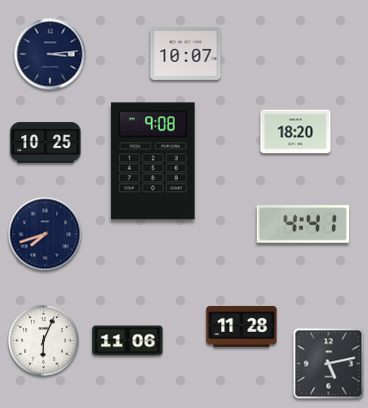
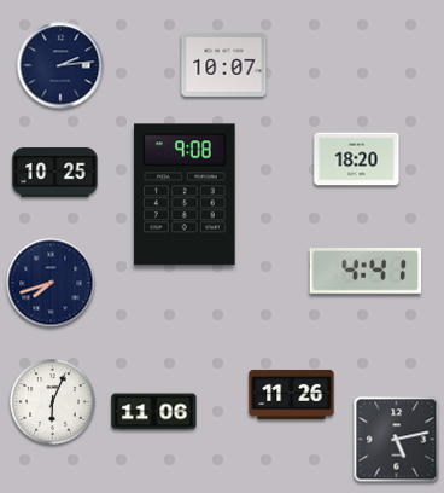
clock at (50, 54): 3:14 -> 2:14
clock at (45, 234) position: (45, 234) -> (51, 283)
clock at (242, 326): 11:28 -> 11:26
clock at (44, 341) position: (44, 341) -> (53, 402)
